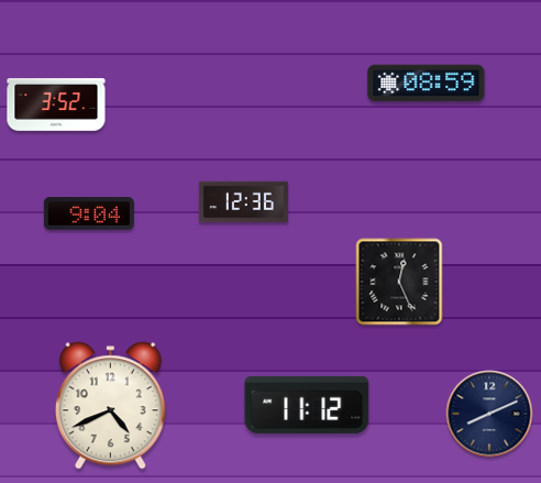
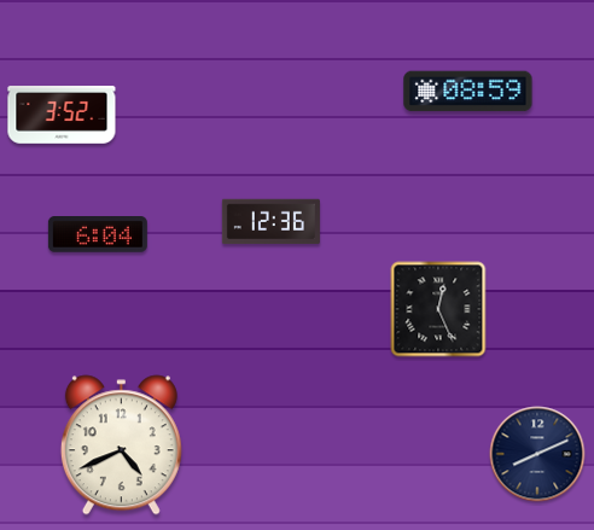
clock at (243, 202) position: (243, 202) -> (270, 222)
clock at (89, 215): 9:04 -> 6:04
clock at (307, 405): 11:12 -> none
